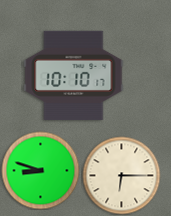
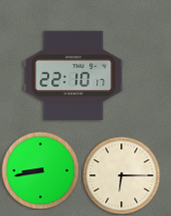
clock at (74, 75): 10:10 -> 22:10
clock at (40, 170): 8:48 -> 8:43
